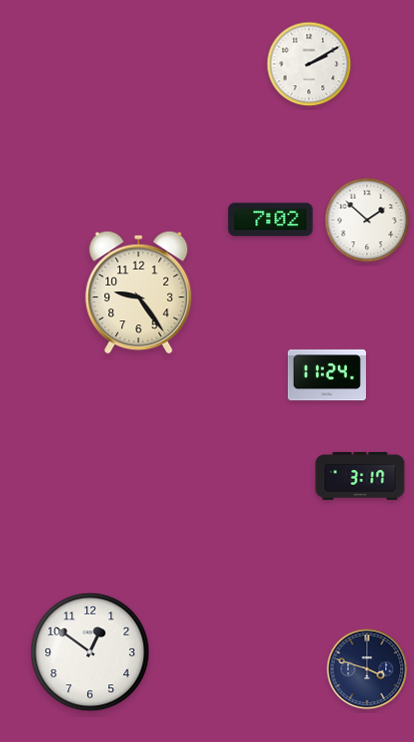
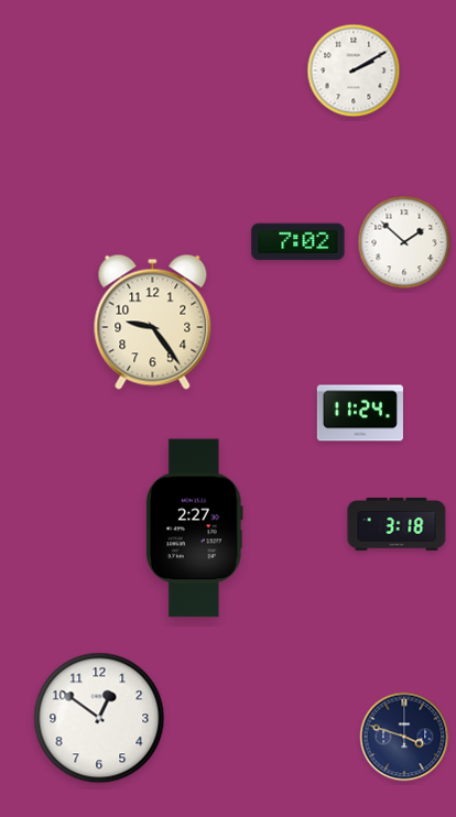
clock at (309, 64) position: (309, 64) -> (354, 70)
clock at (360, 477): 3:17 -> 3:18
clock at (194, 529): none -> 2:27
